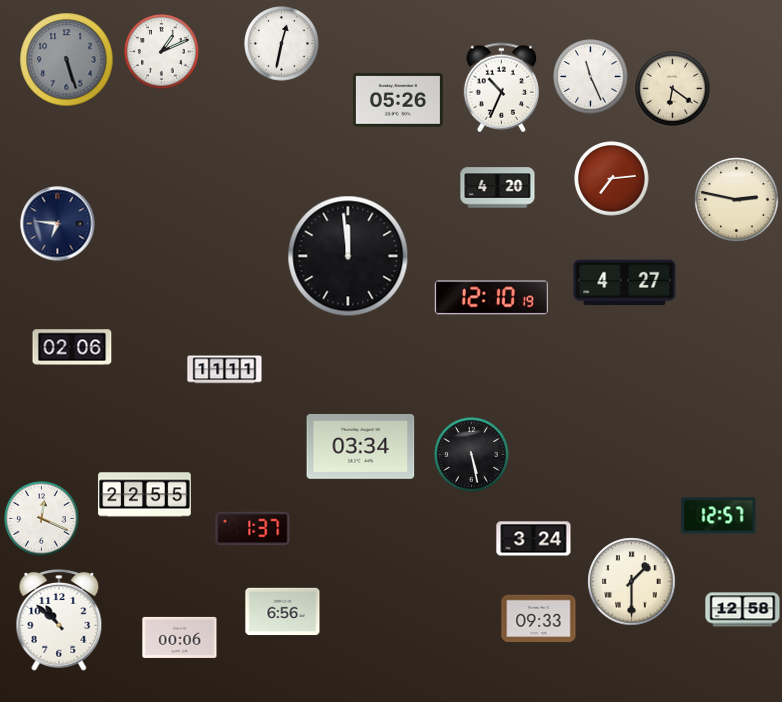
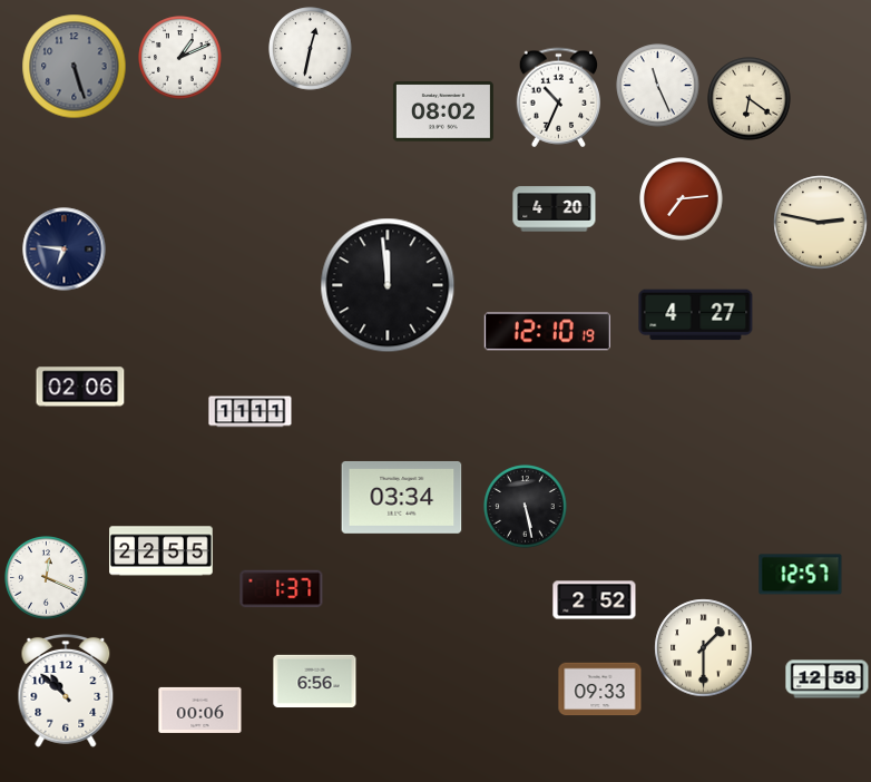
clock at (282, 44) position: (282, 44) -> (311, 49)
clock at (398, 101): 05:26 -> 08:02
clock at (534, 539): 3:24 -> 2:52
